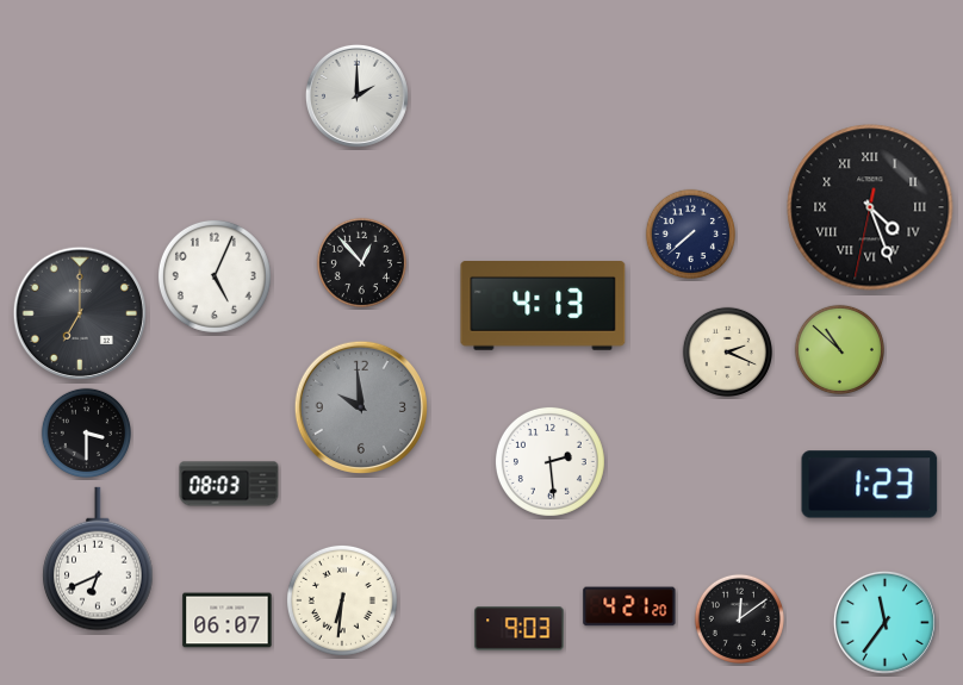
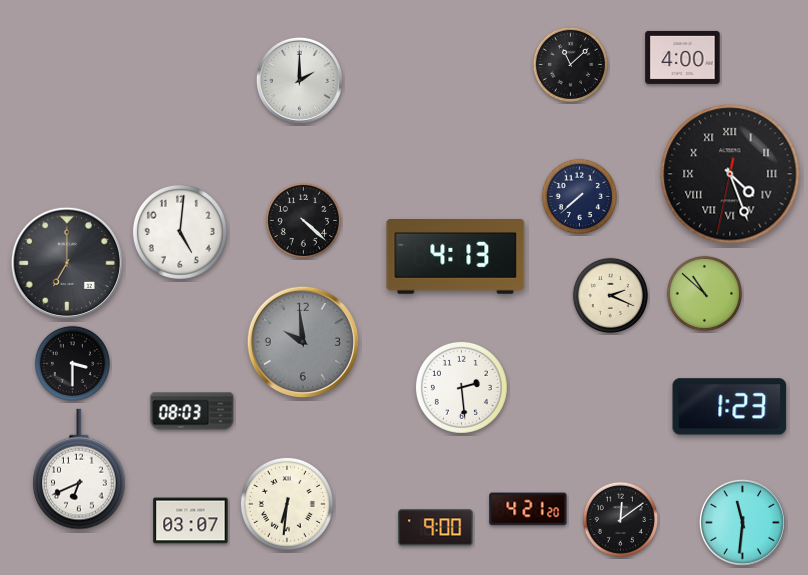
clock at (683, 57): none -> 4:00
clock at (570, 64): none -> 11:08
clock at (361, 262): 12:53 -> 4:22
clock at (215, 276): 5:04 -> 5:01
clock at (229, 484) position: (229, 484) -> (192, 411)
clock at (98, 559) position: (98, 559) -> (79, 469)
clock at (228, 621): 06:07 -> 03:07
clock at (884, 622): 11:36 -> 11:31
clock at (520, 629): 9:03 -> 9:00
